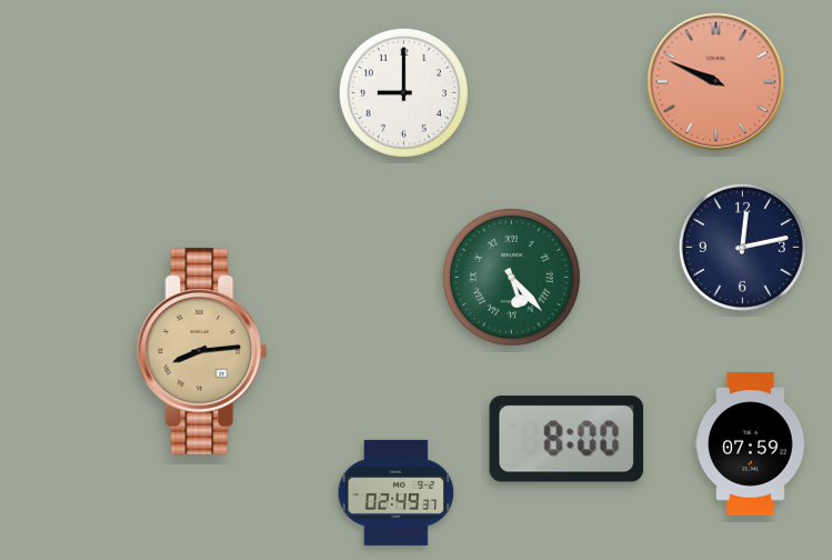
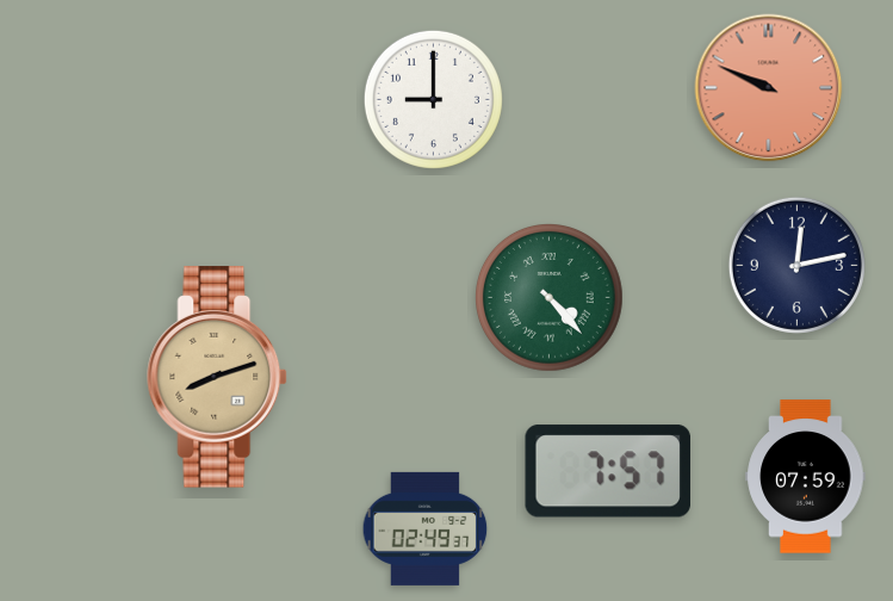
clock at (512, 278): 5:23 -> 4:23
clock at (203, 351): 8:14 -> 8:12
clock at (565, 439): 8:00 -> 7:57
